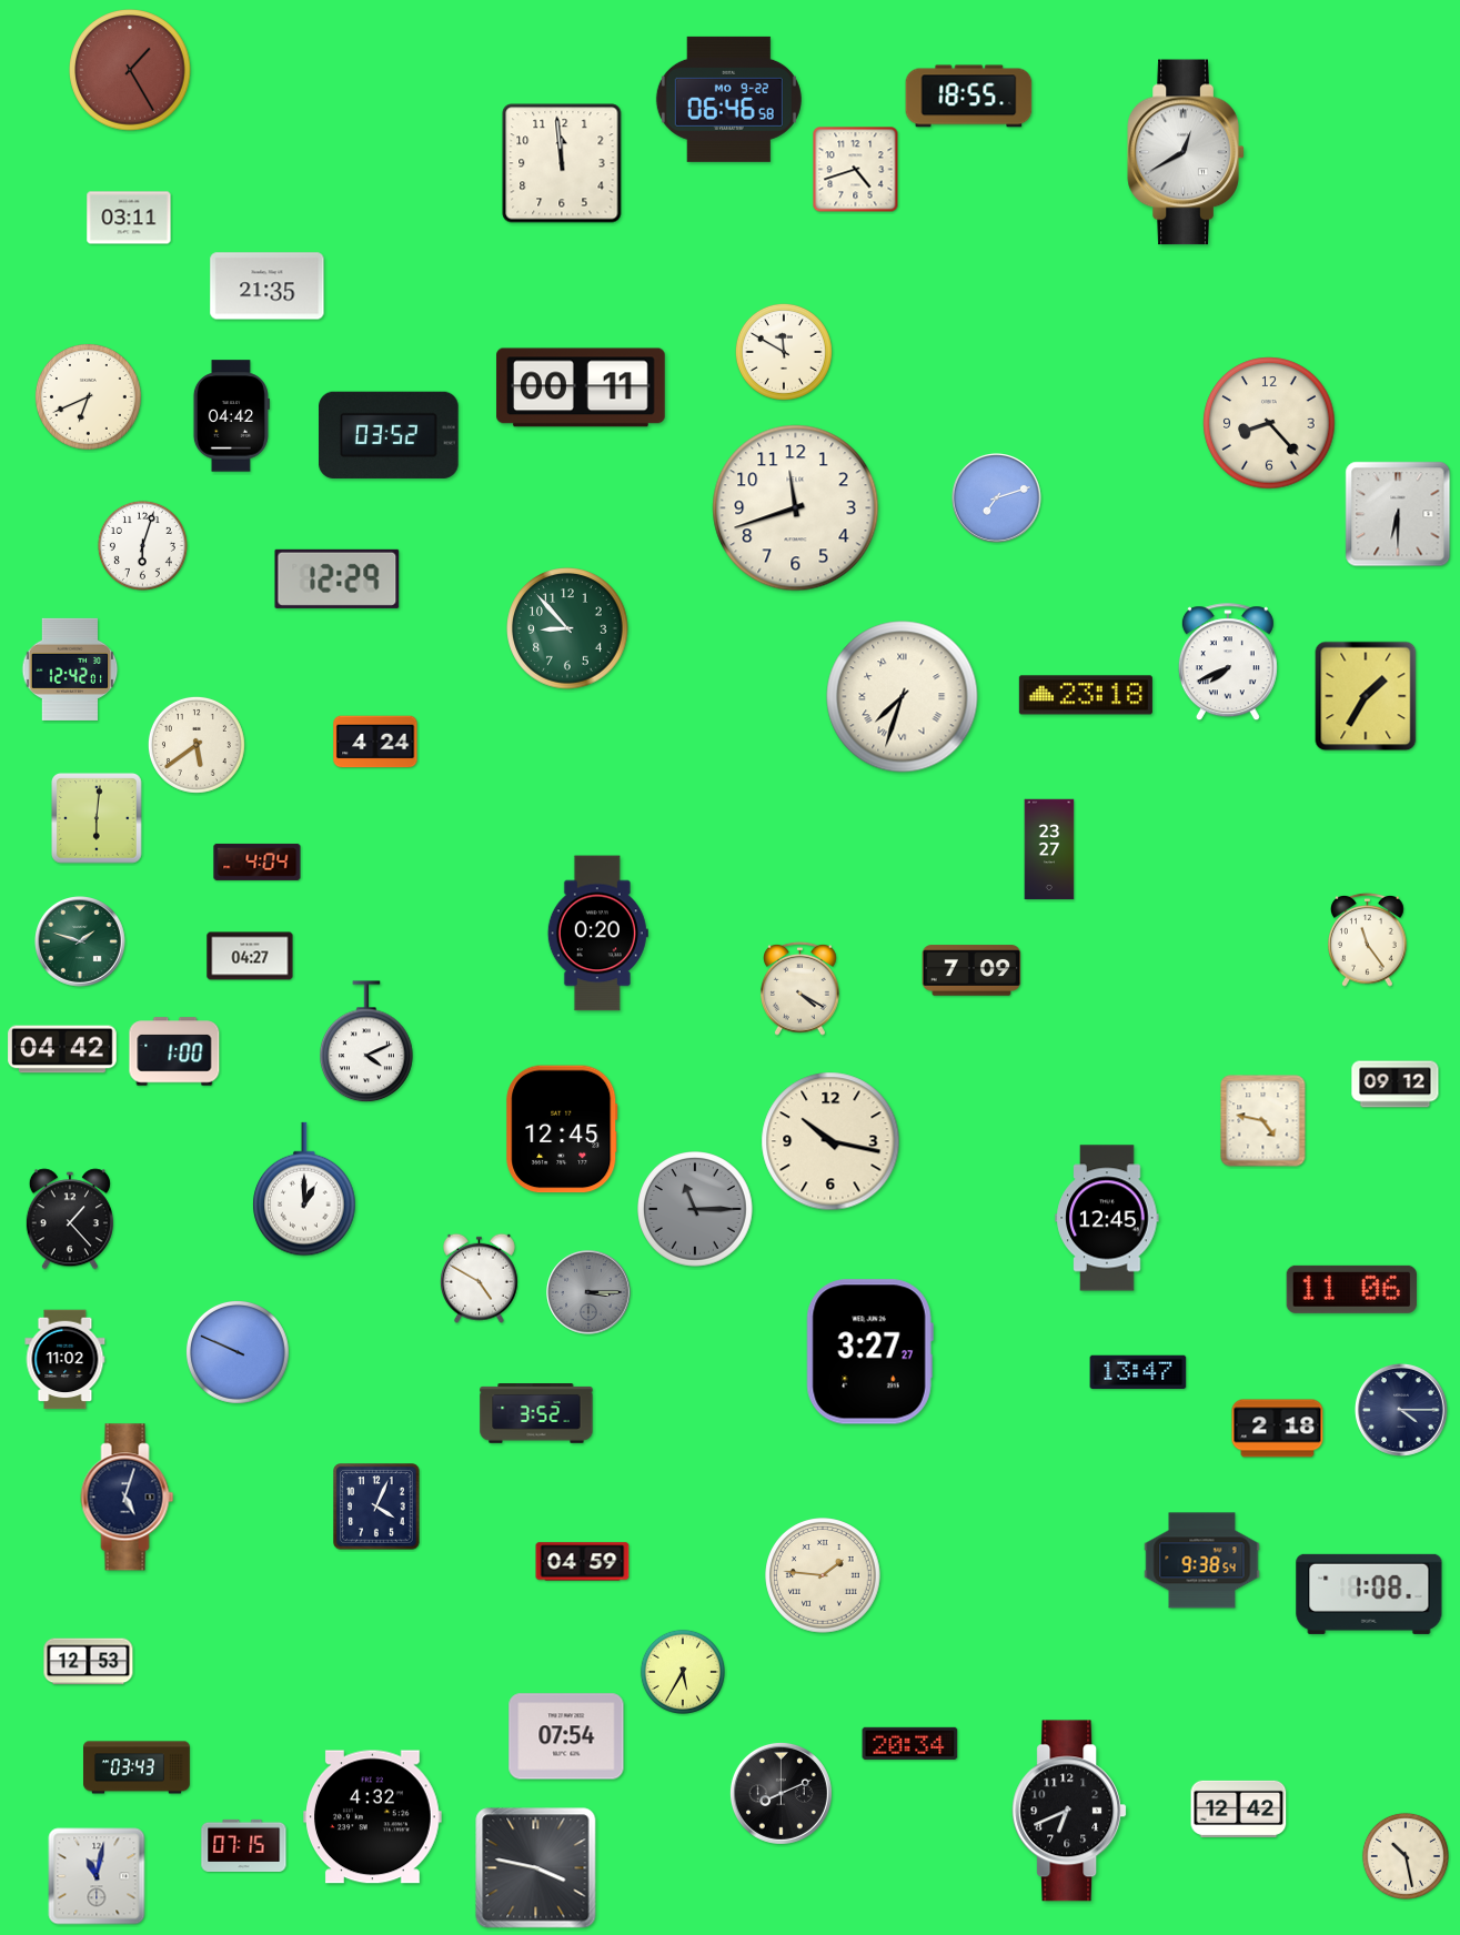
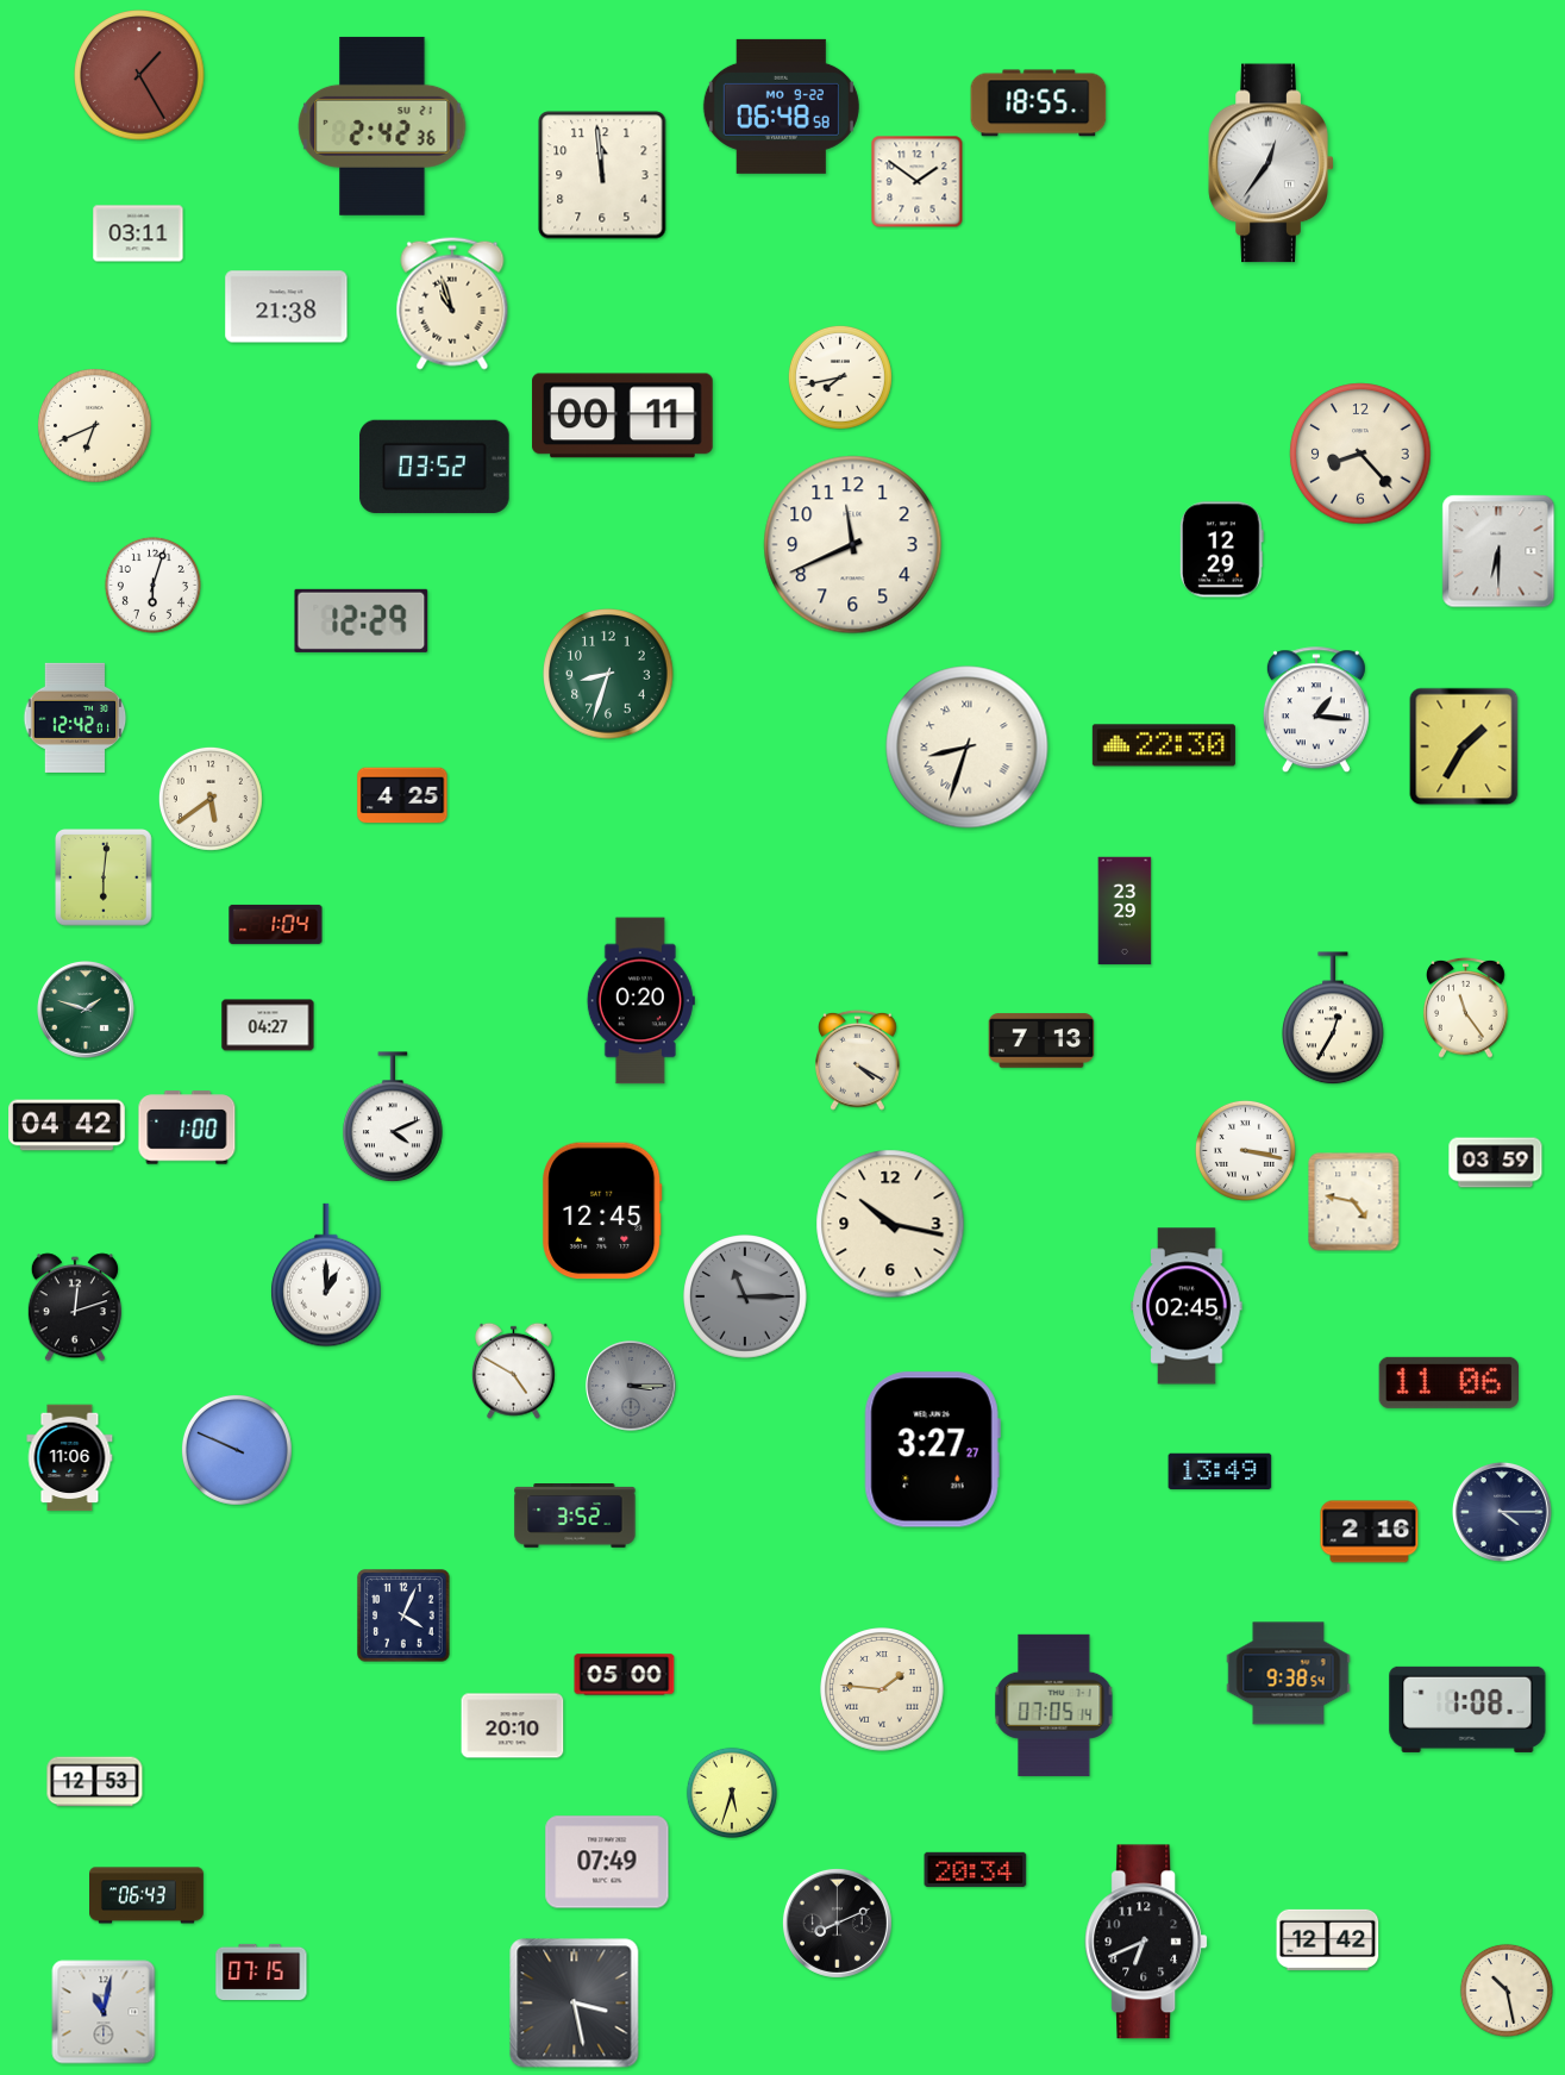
clock at (728, 99): 06:46 -> 06:48
clock at (382, 126): none -> 2:42
clock at (1186, 152): 12:40 -> 12:36
clock at (856, 170): 4:42 -> 1:51
clock at (452, 304): none -> 10:57
clock at (268, 286): 21:35 -> 21:38
clock at (784, 352): 11:50 -> 7:43
clock at (231, 416): 04:42 -> none
clock at (389, 434) position: (389, 434) -> (434, 465)
clock at (997, 498): 7:12 -> none
clock at (796, 508): 11:42 -> 11:41
clock at (1221, 550): none -> 12:29
clock at (567, 628): 8:53 -> 8:33
clock at (1228, 663): 7:41 -> 1:16
clock at (1086, 695): 23:18 -> 22:30
clock at (903, 697): 7:33 -> 8:33
clock at (375, 742): 4:24 -> 4:25
clock at (1049, 849): 23:27 -> 23:29
clock at (258, 861): 4:04 -> 1:04
clock at (1333, 1019): none -> 12:35
clock at (971, 970): 7:09 -> 7:13
clock at (1245, 1150): none -> 3:17
clock at (1396, 1085): 09:12 -> 03:59
clock at (1107, 1218): 12:45 -> 02:45
clock at (70, 1219): 1:23 -> 12:12
clock at (238, 1352) position: (238, 1352) -> (237, 1450)
clock at (66, 1360): 11:02 -> 11:06
clock at (1138, 1371): 13:47 -> 13:49
clock at (1278, 1429): 2:18 -> 2:16
clock at (128, 1498): 5:03 -> none
clock at (583, 1562): 04:59 -> 05:00
clock at (1054, 1705): none -> 07:05
clock at (513, 1726): none -> 20:10
clock at (683, 1672): 5:35 -> 5:33
clock at (566, 1736): 07:54 -> 07:49
clock at (138, 1767): 03:43 -> 06:43
clock at (373, 1817): 4:32 -> none
clock at (244, 1845) position: (244, 1845) -> (262, 1971)
clock at (536, 1868): 3:47 -> 3:28
